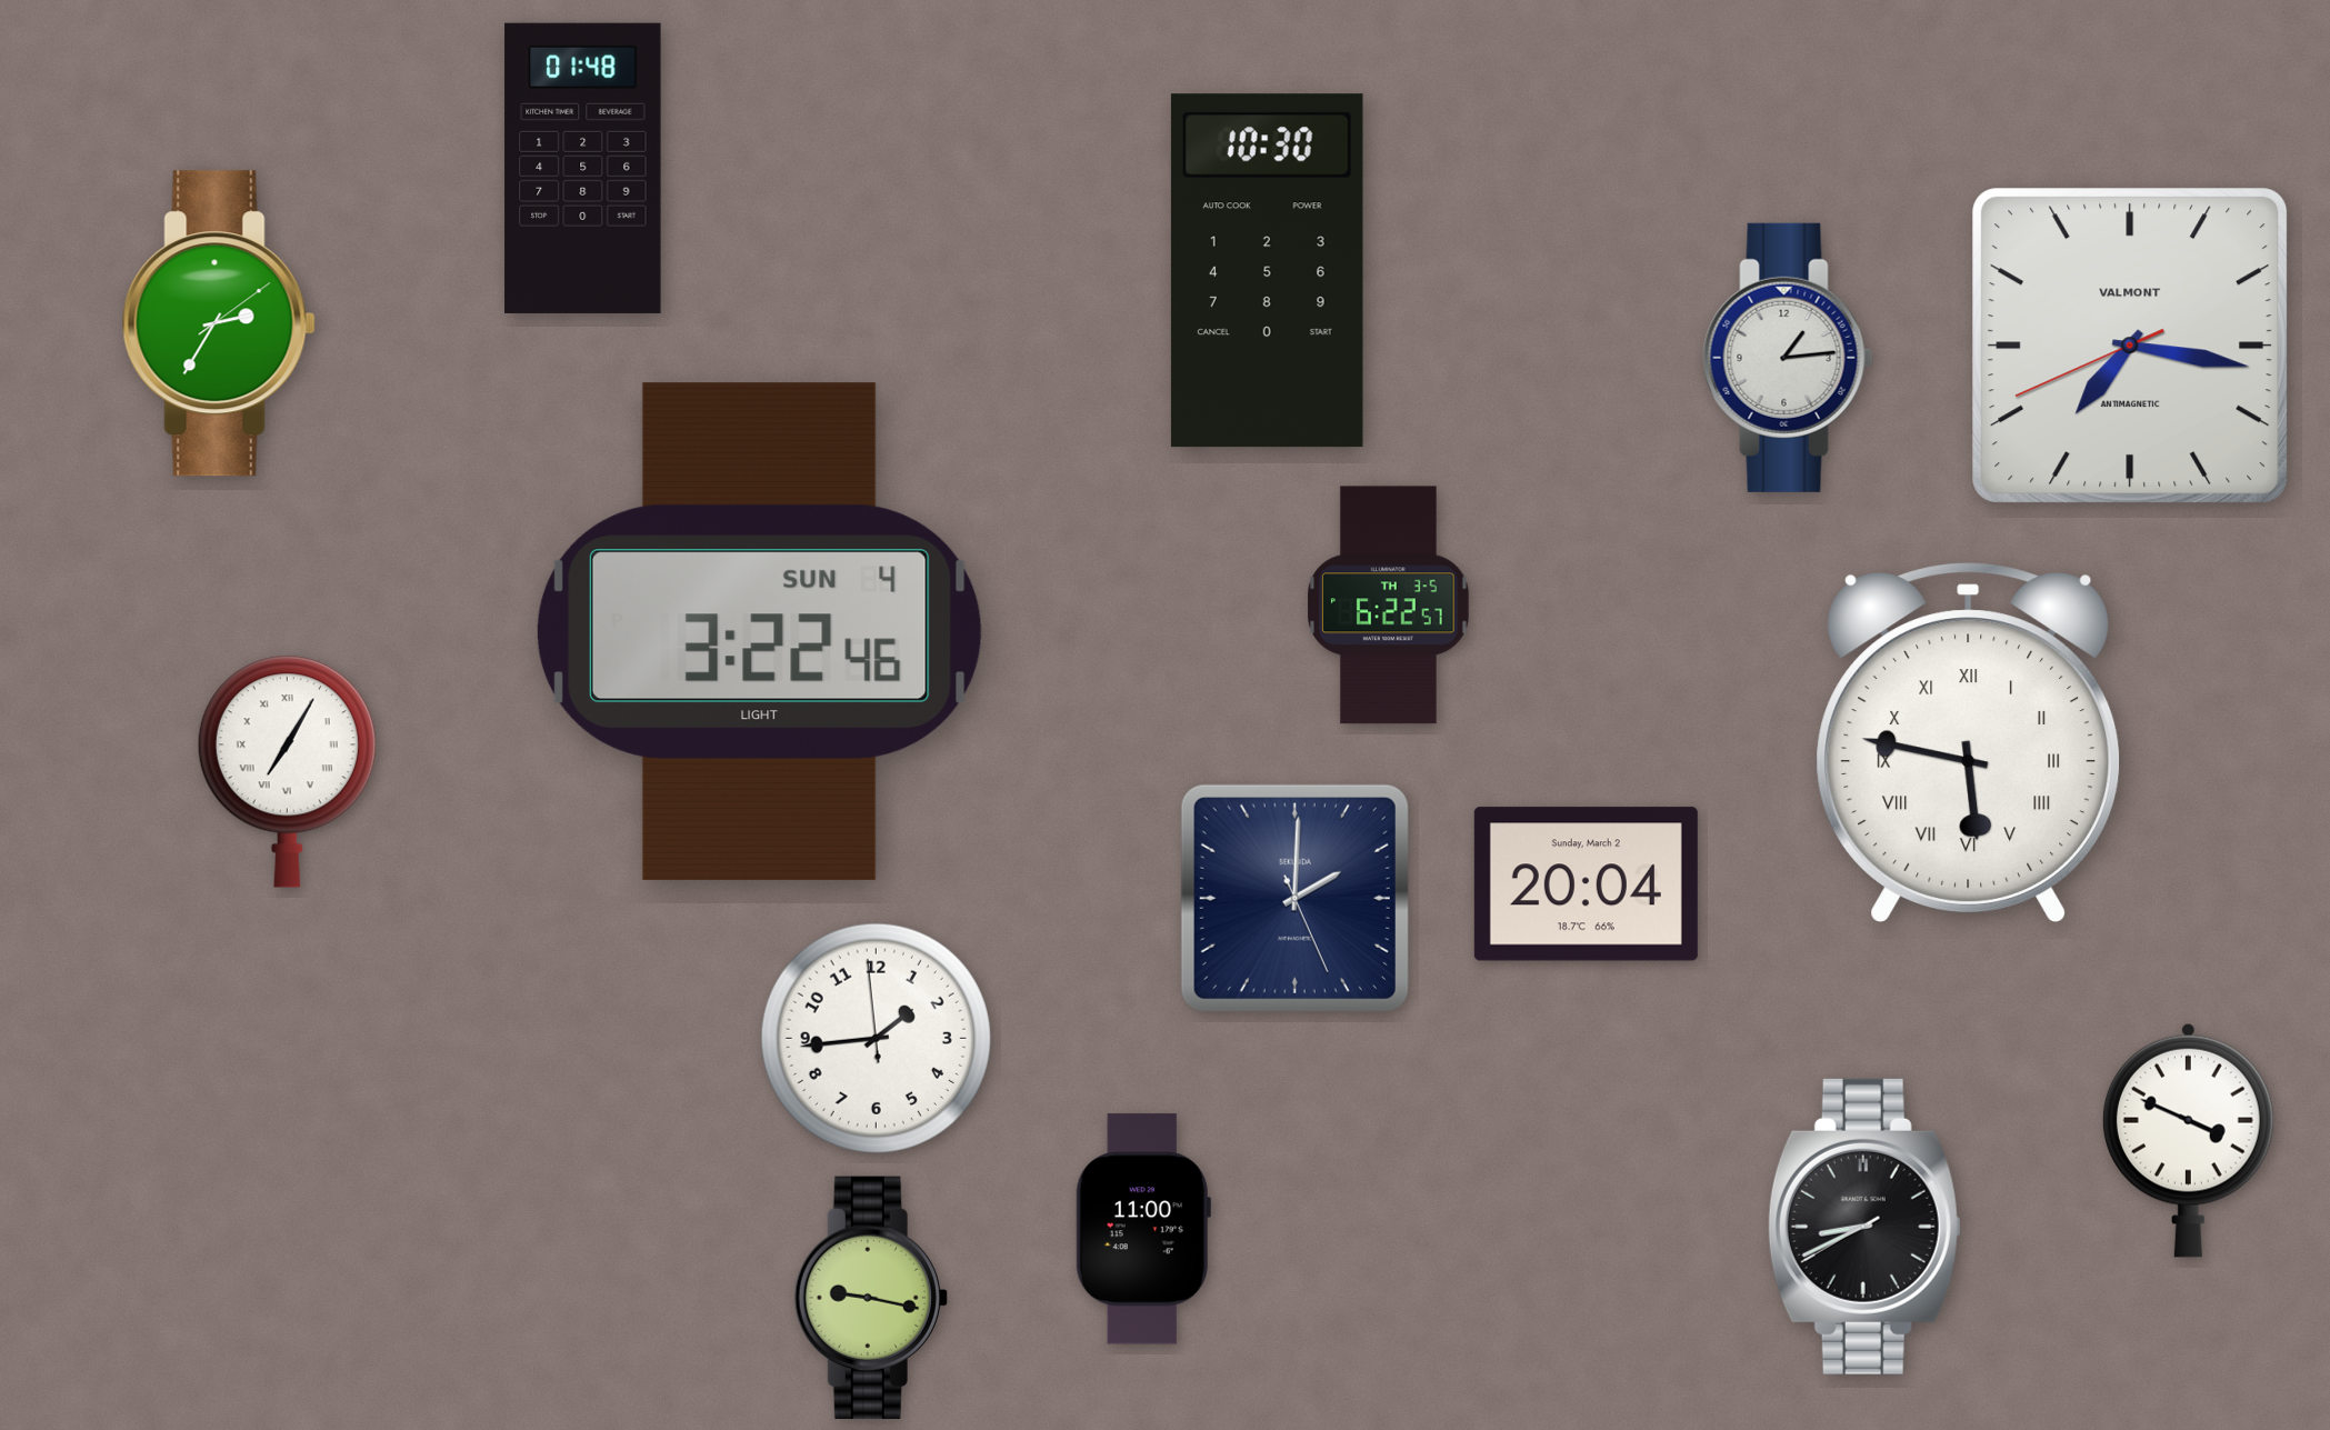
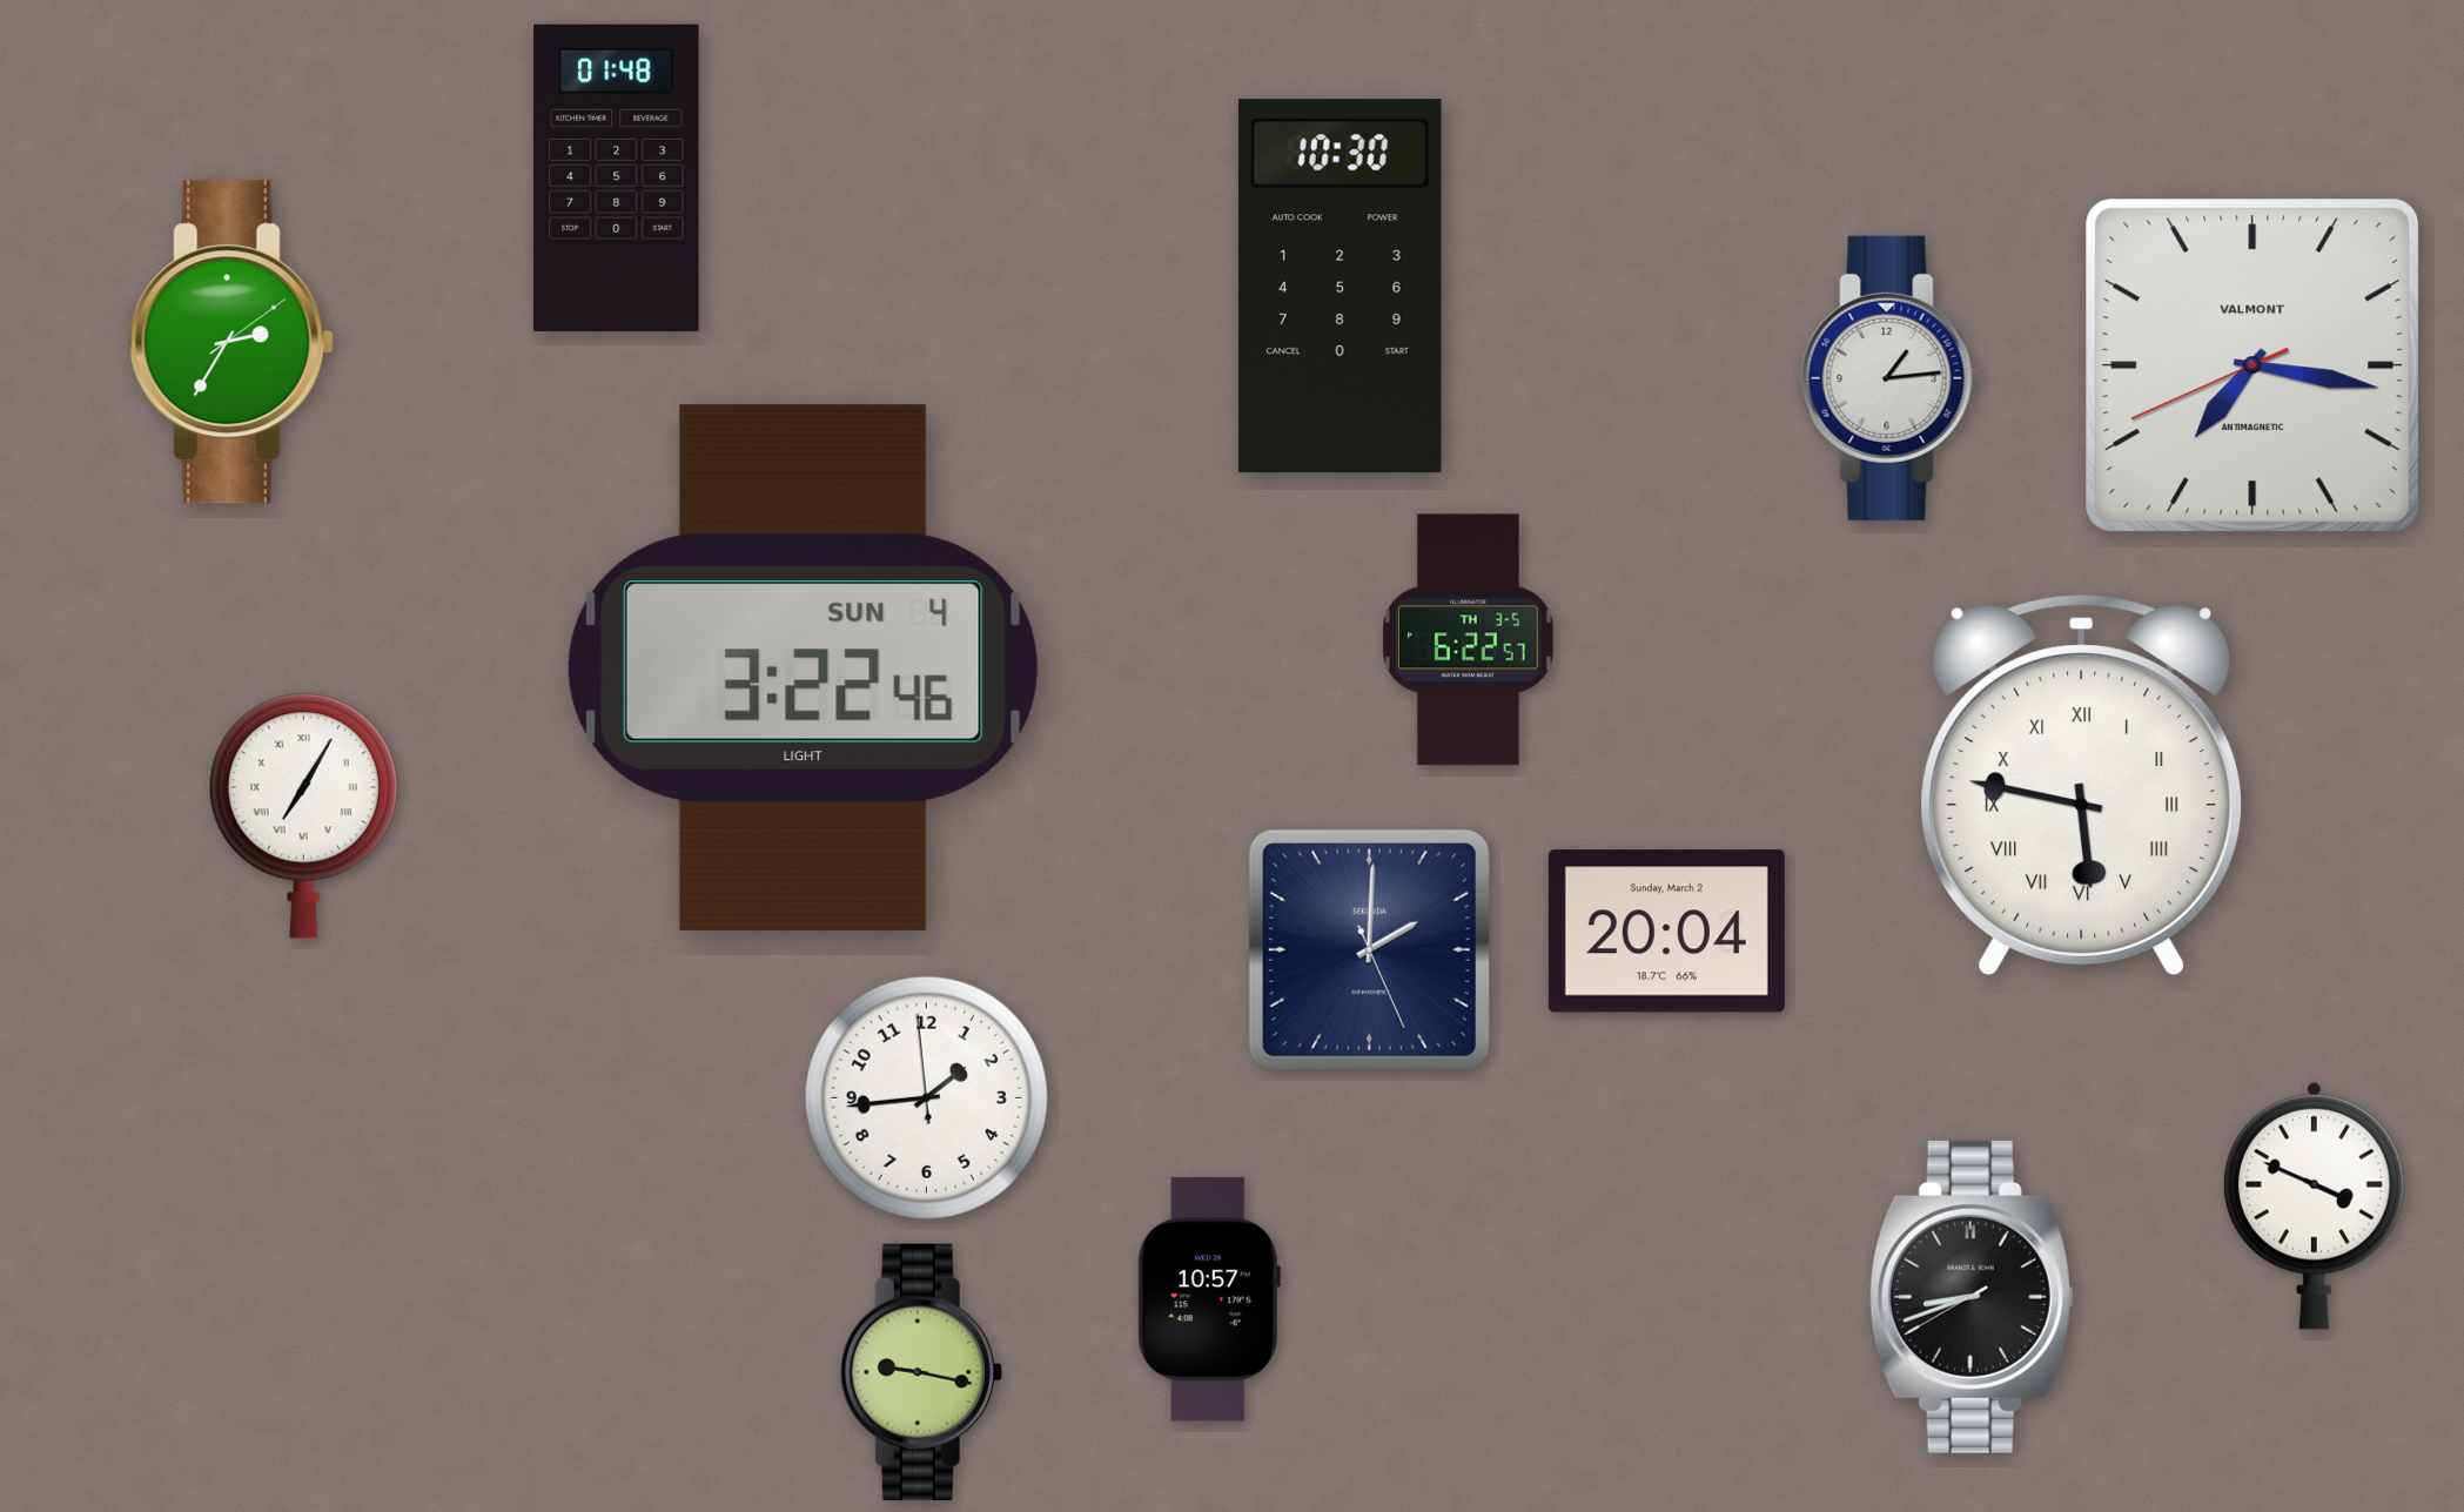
clock at (1586, 884) position: (1586, 884) -> (1666, 932)
clock at (1864, 1227): 8:40 -> 8:41
clock at (1143, 1229): 11:00 -> 10:57
